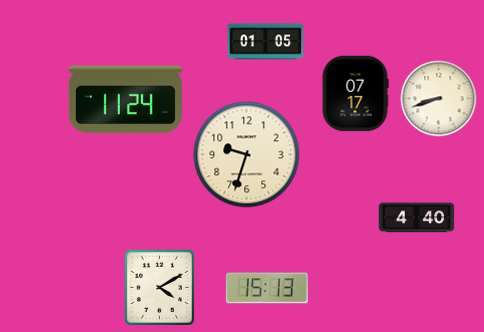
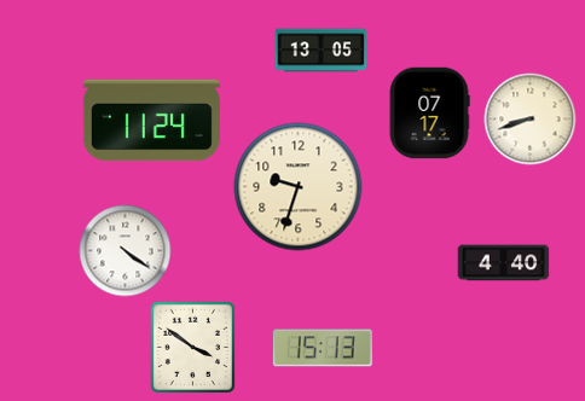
clock at (266, 42): 01:05 -> 13:05
clock at (126, 251): none -> 4:21
clock at (159, 287): 4:10 -> 3:51
